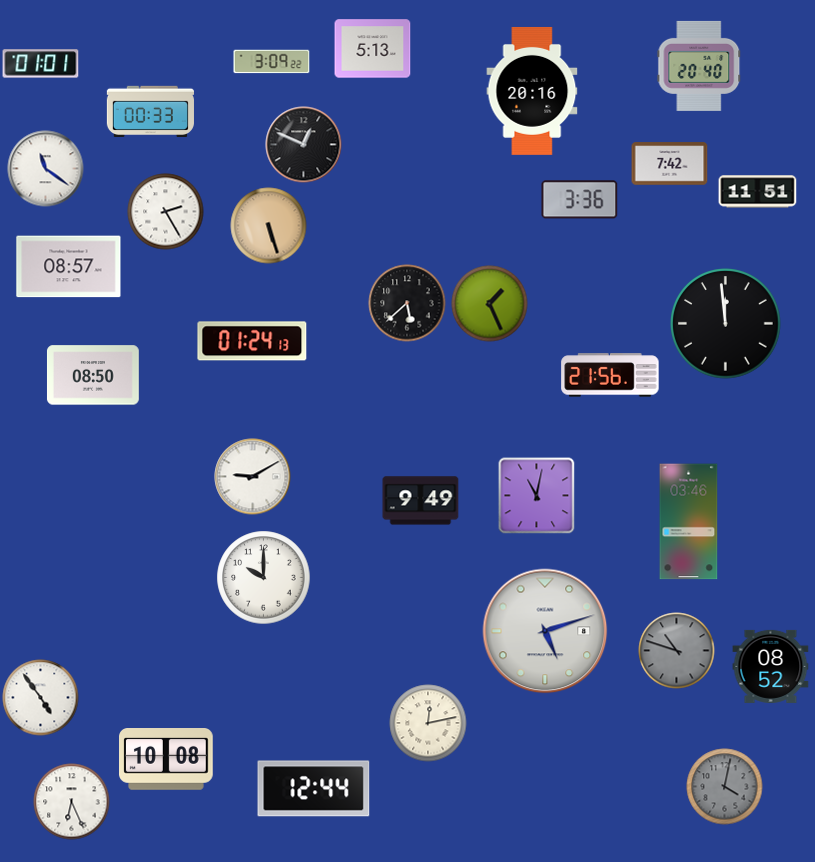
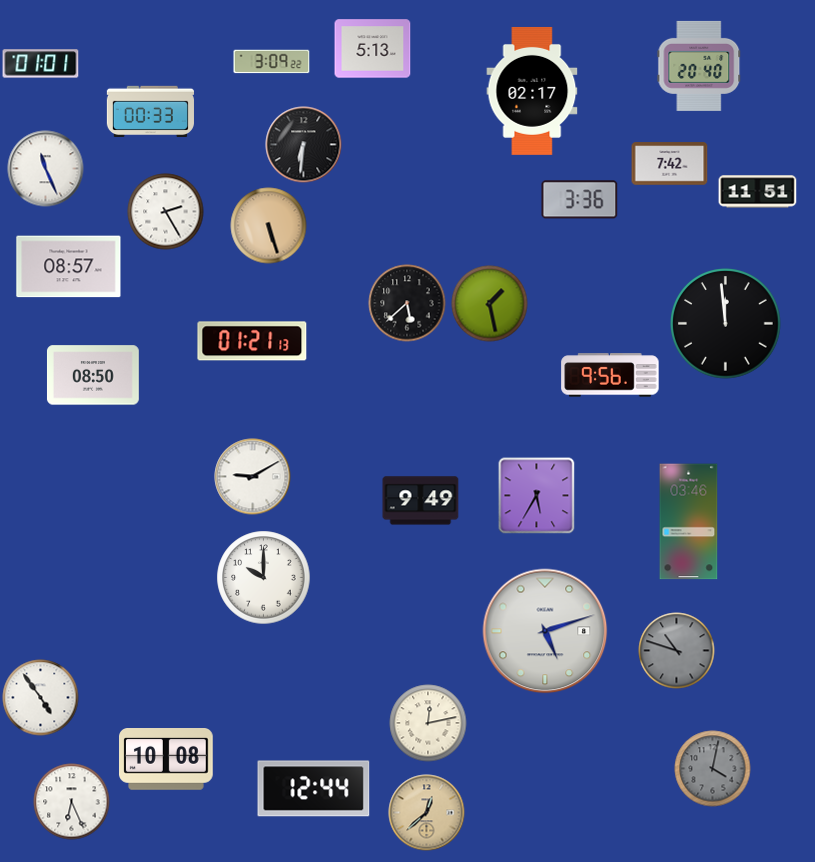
clock at (532, 91): 20:16 -> 02:17
clock at (304, 145): 12:49 -> 6:31
clock at (46, 169): 11:21 -> 11:26
clock at (490, 304): 1:26 -> 1:28
clock at (252, 341): 01:24 -> 01:21
clock at (610, 375): 21:56 -> 9:56
clock at (537, 496): 11:02 -> 5:35
clock at (771, 666): 08:52 -> none
clock at (725, 787) position: (725, 787) -> (713, 769)
clock at (427, 813): none -> 12:38
